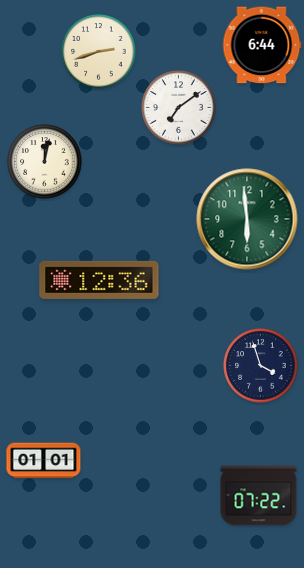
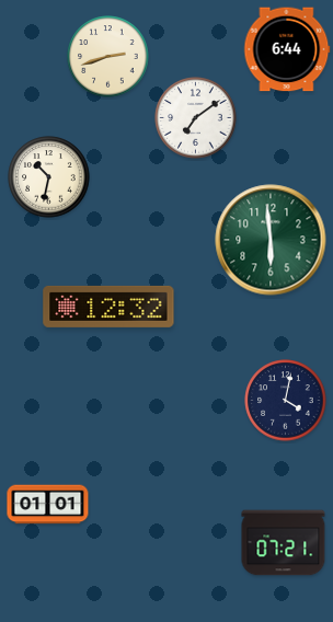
clock at (45, 162): 12:02 -> 10:32
clock at (99, 280): 12:36 -> 12:32
clock at (261, 366): 3:57 -> 4:02
clock at (259, 496): 07:22 -> 07:21
